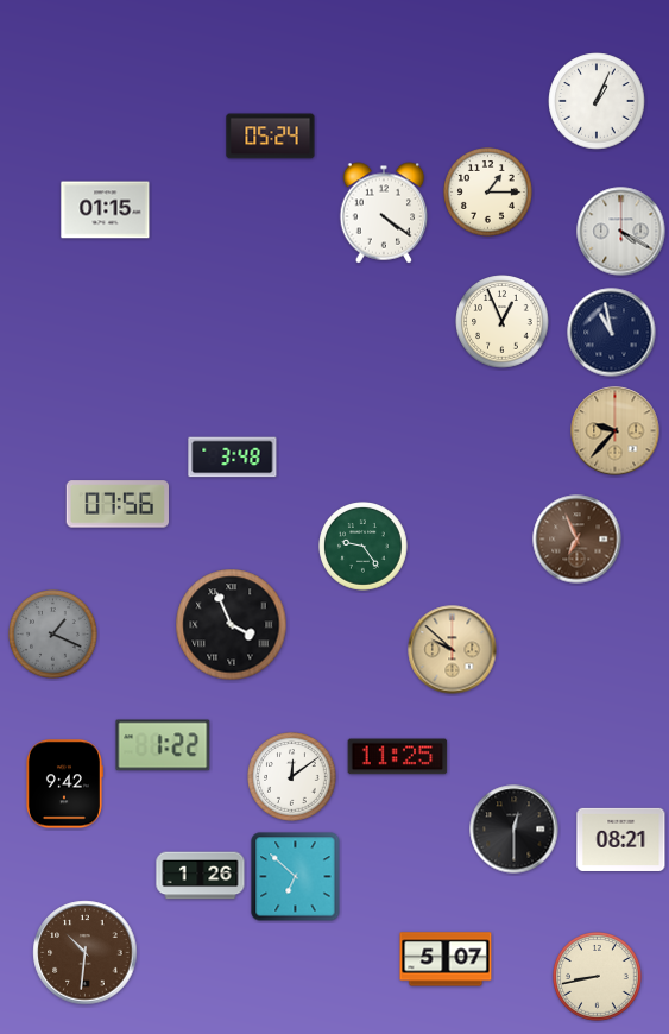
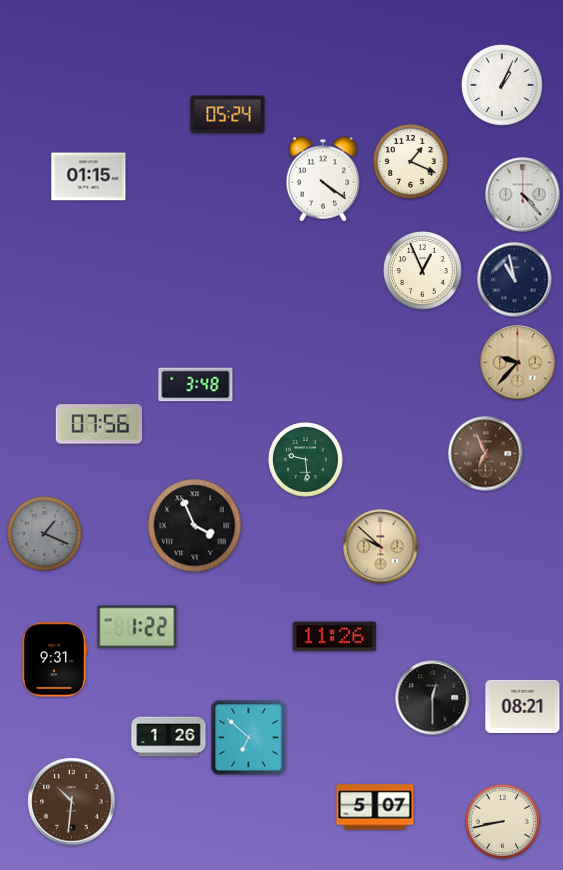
clock at (488, 193): 1:15 -> 1:19
clock at (621, 232): 4:20 -> 4:23
clock at (364, 547): 9:24 -> 9:29
clock at (398, 757): 11:25 -> 11:26
clock at (292, 777): 12:09 -> none
clock at (64, 784): 9:42 -> 9:31
